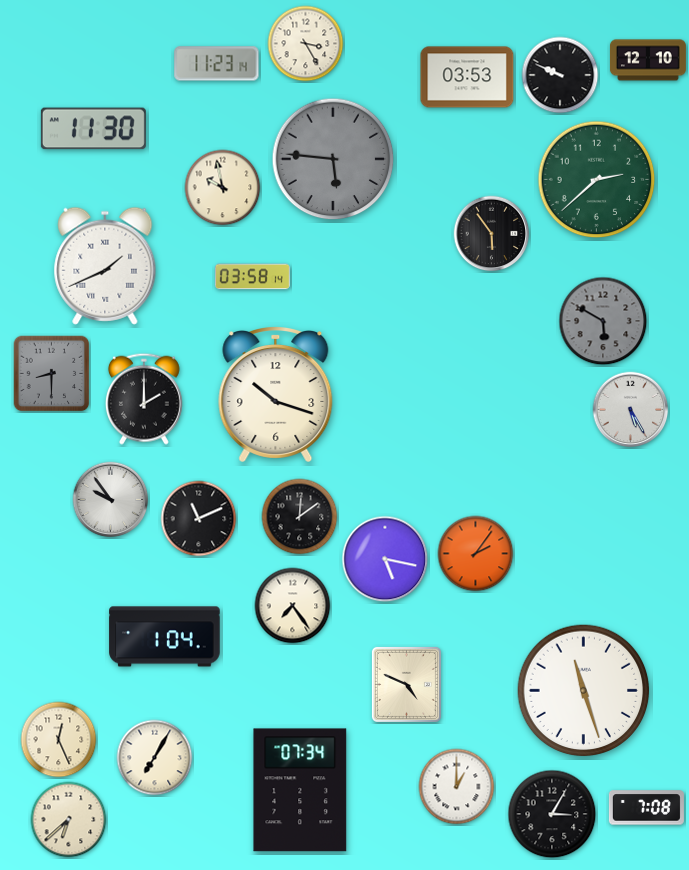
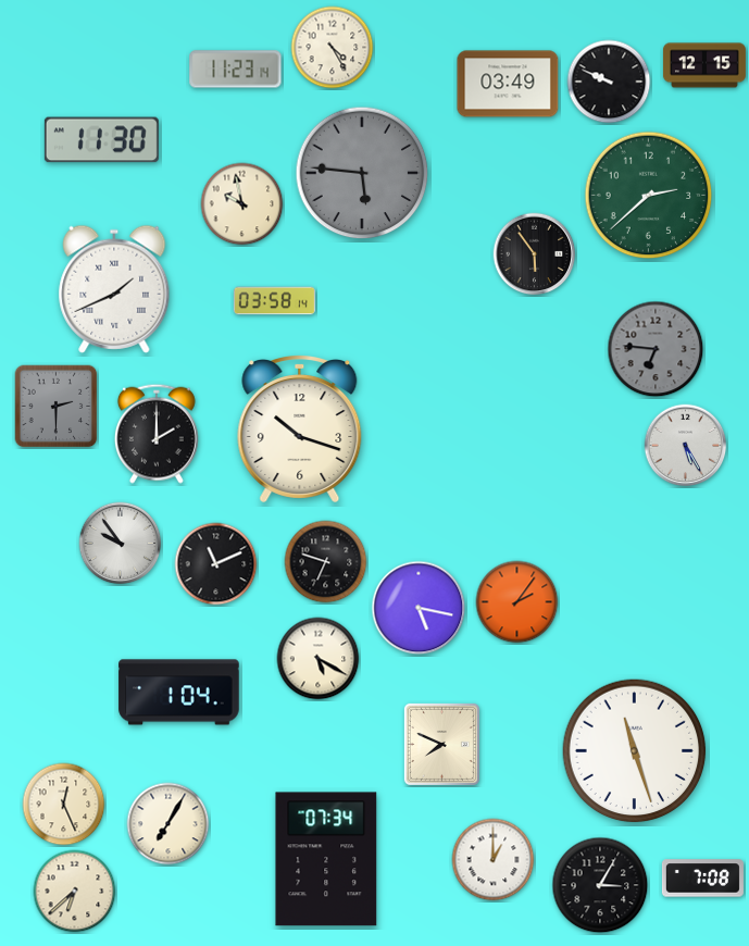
clock at (306, 44): 3:25 -> 4:25
clock at (648, 60): 12:10 -> 12:15
clock at (467, 77): 03:53 -> 03:49
clock at (603, 321): 5:50 -> 6:46
clock at (52, 374): 8:30 -> 2:30
clock at (300, 517): 12:09 -> 6:48
clock at (293, 606): 7:24 -> 5:20
clock at (406, 684): 4:49 -> 7:49
clock at (457, 787) position: (457, 787) -> (494, 860)
